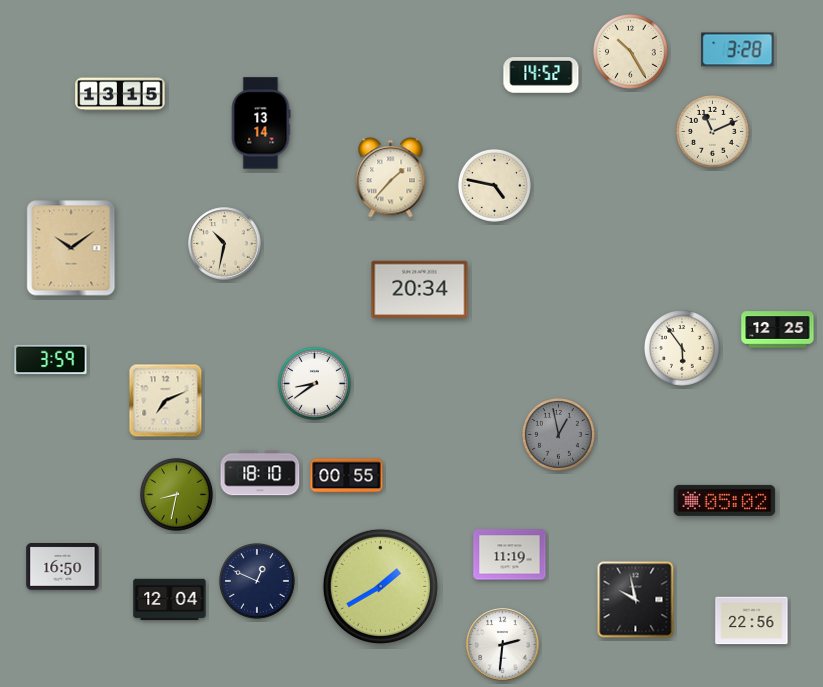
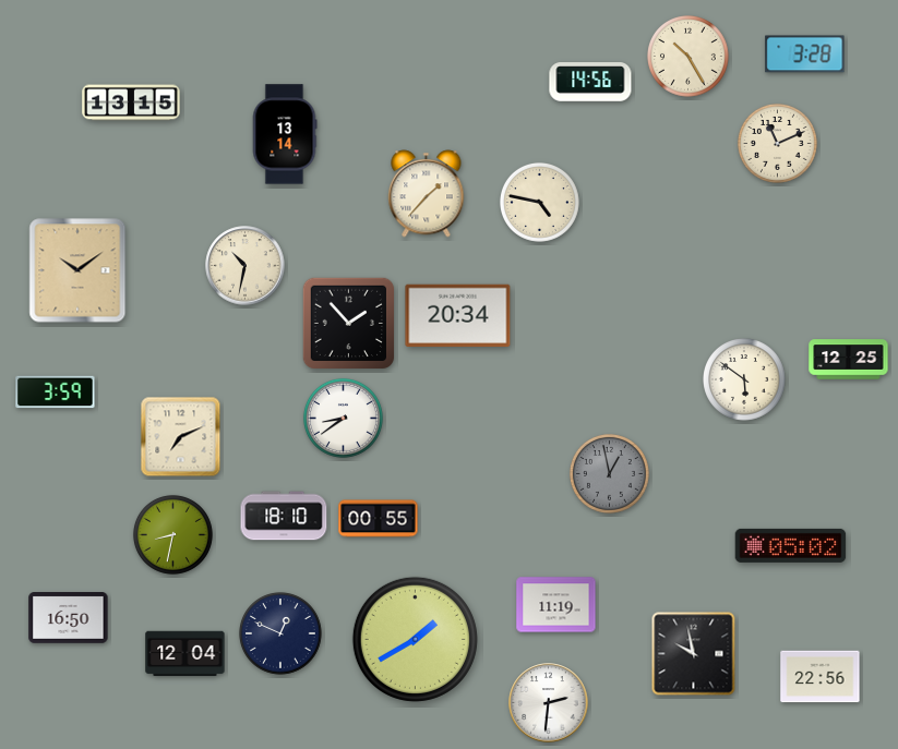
clock at (541, 75): 14:52 -> 14:56
clock at (349, 324): none -> 1:53
clock at (683, 348): 5:54 -> 5:51
clock at (176, 494) position: (176, 494) -> (172, 534)
